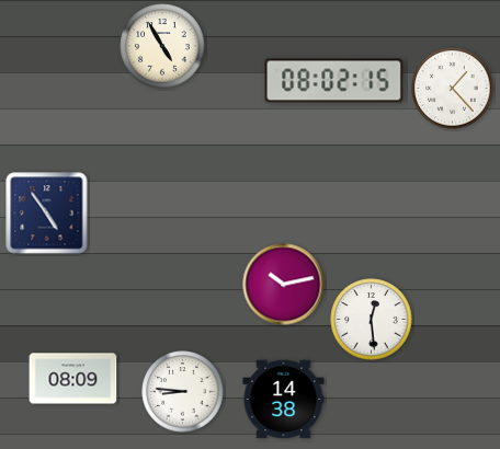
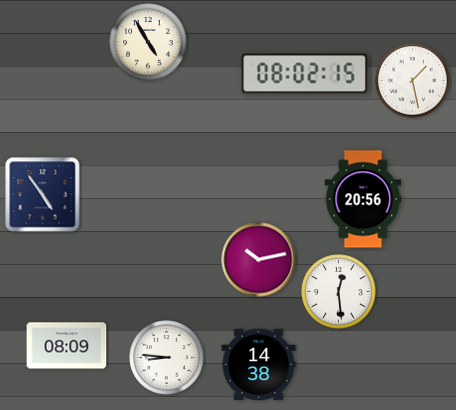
clock at (453, 89): 1:23 -> 1:28
clock at (363, 199): none -> 20:56
